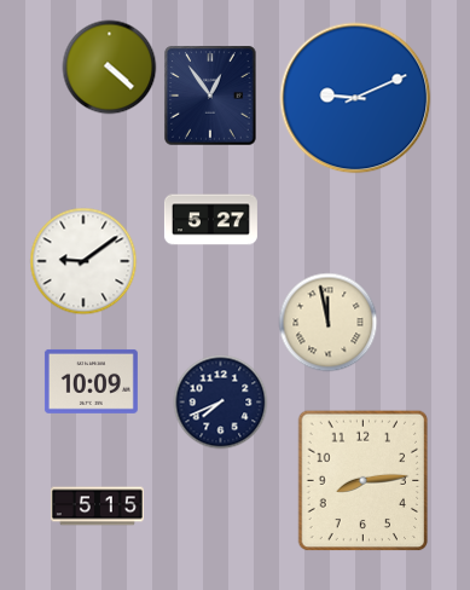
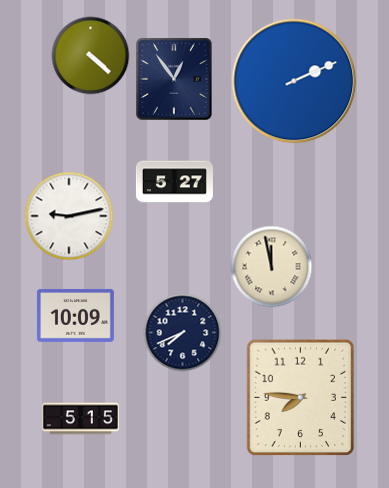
clock at (355, 98): 9:11 -> 2:11
clock at (83, 261): 9:09 -> 9:13
clock at (364, 480): 8:14 -> 7:46
